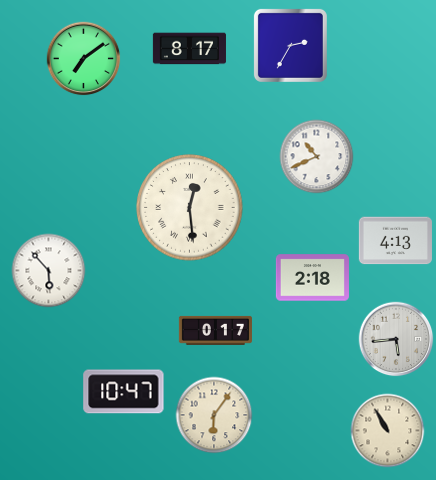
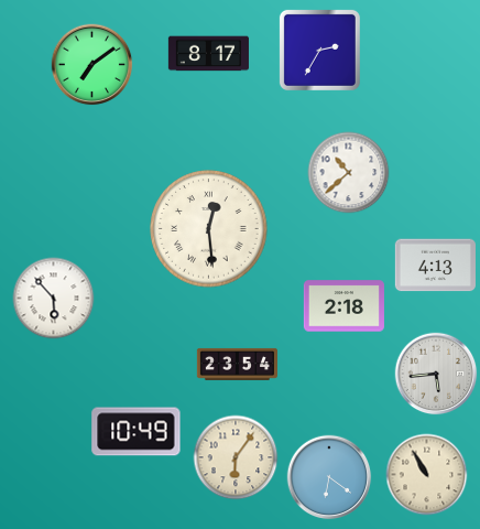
clock at (317, 157): 10:41 -> 10:38
clock at (215, 330): 0:17 -> 23:54
clock at (124, 392): 10:47 -> 10:49
clock at (329, 477): none -> 6:21
